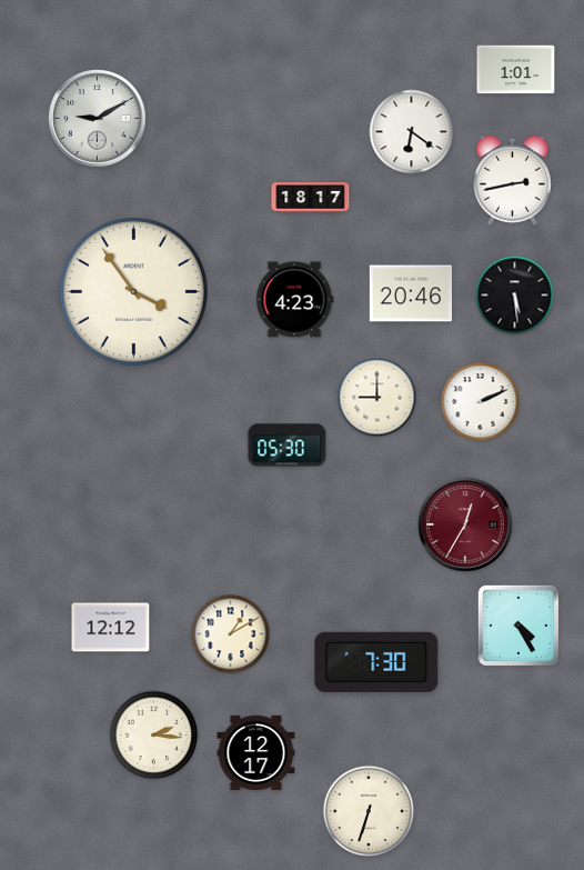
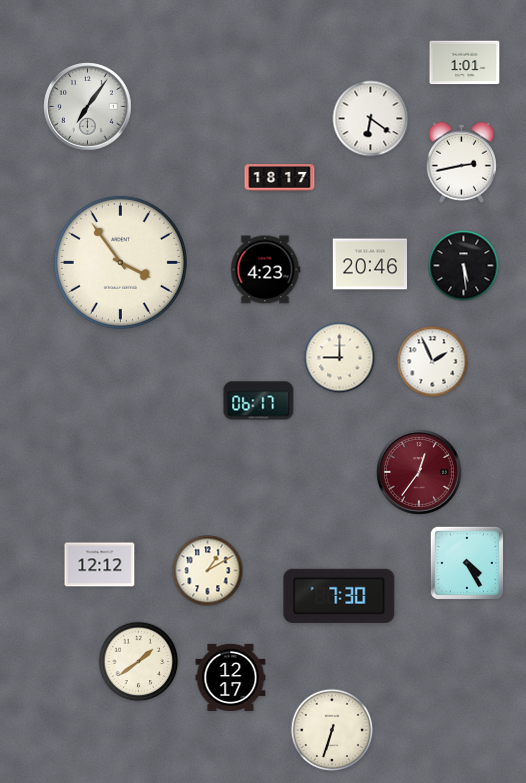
clock at (98, 119): 9:10 -> 7:06
clock at (481, 402): 2:11 -> 1:56
clock at (288, 446): 05:30 -> 06:17
clock at (465, 524): 12:35 -> 12:36
clock at (154, 736): 2:16 -> 1:39
